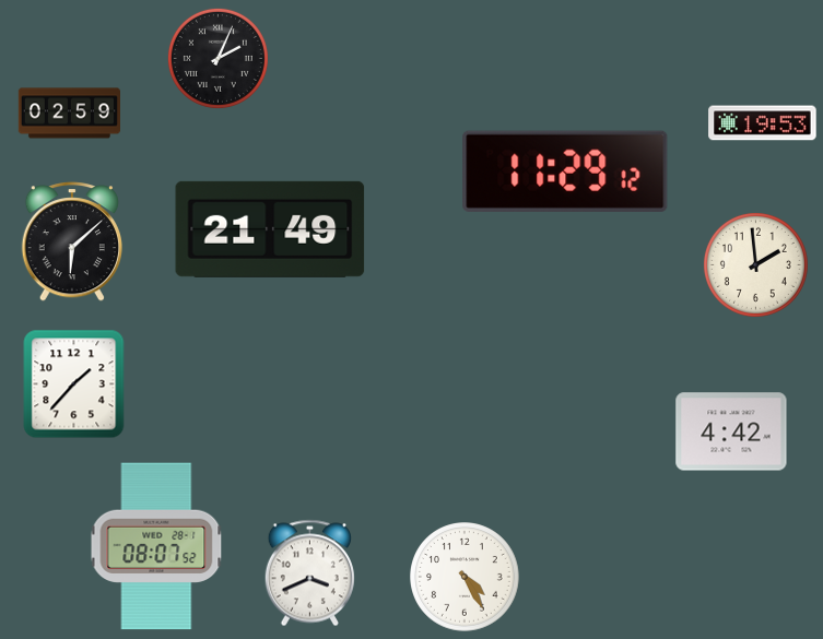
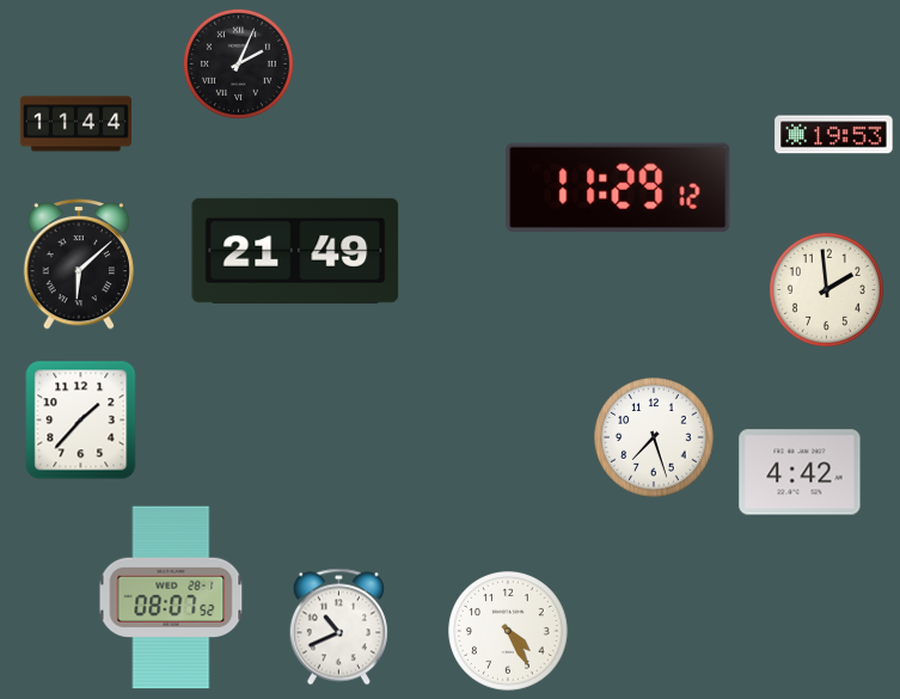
clock at (69, 114): 02:59 -> 11:44
clock at (654, 437): none -> 7:27
clock at (309, 573): 3:41 -> 10:41
